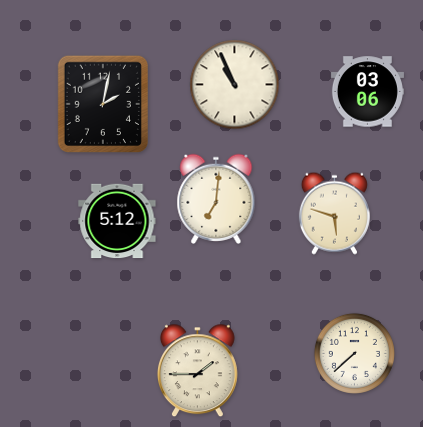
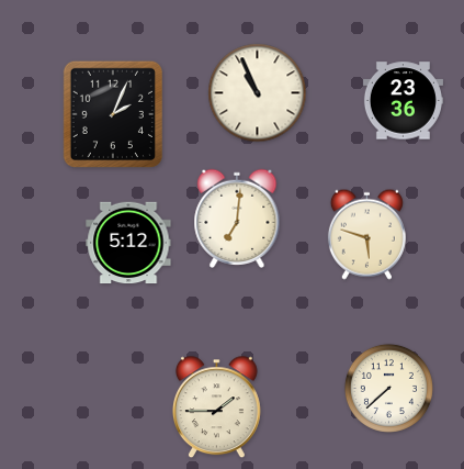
clock at (367, 92): 03:06 -> 23:36
clock at (102, 103): 2:02 -> 2:04
